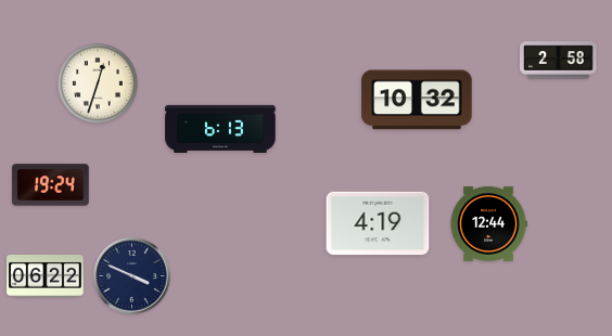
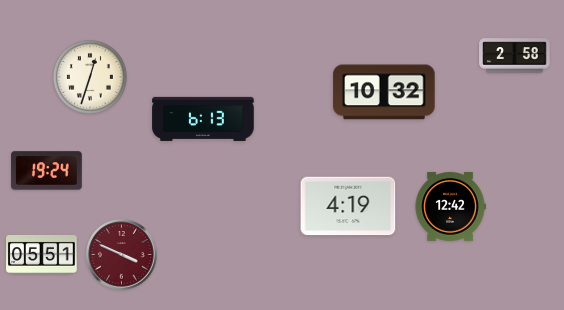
clock at (488, 223): 12:44 -> 12:42
clock at (46, 275): 06:22 -> 05:51
clock at (132, 276) dial: navy -> burgundy
